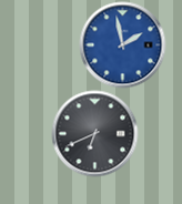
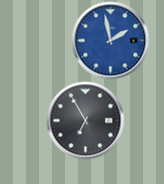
clock at (94, 133): 6:41 -> 6:55
